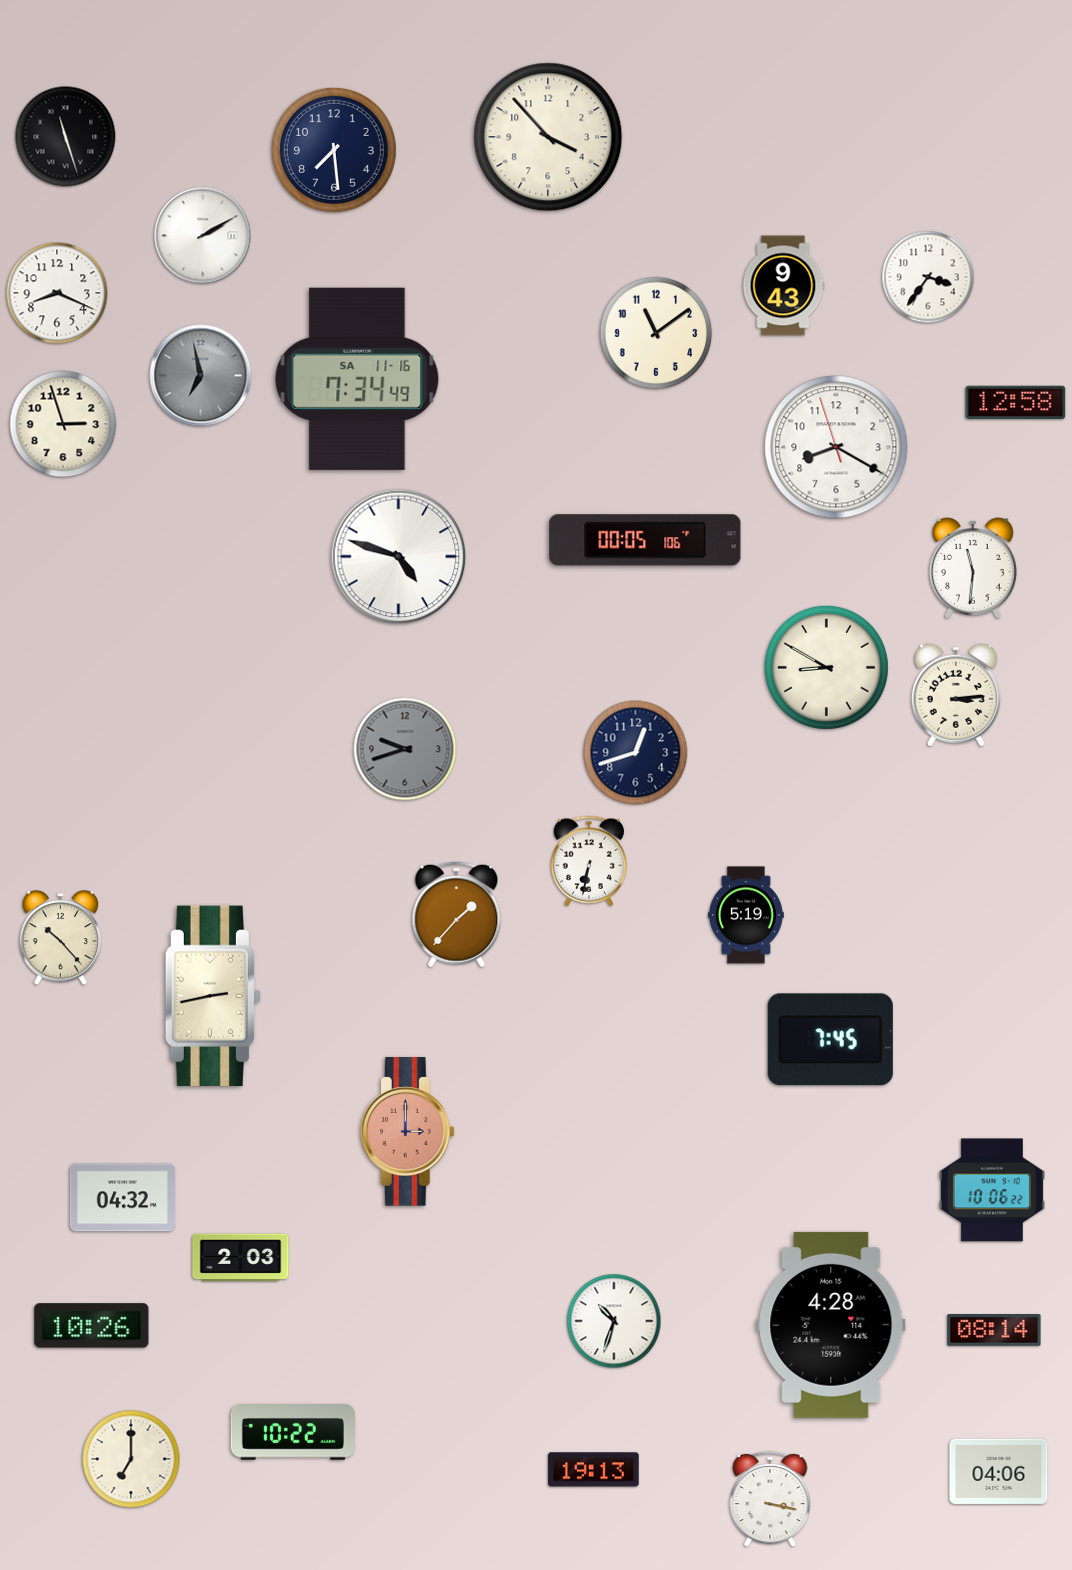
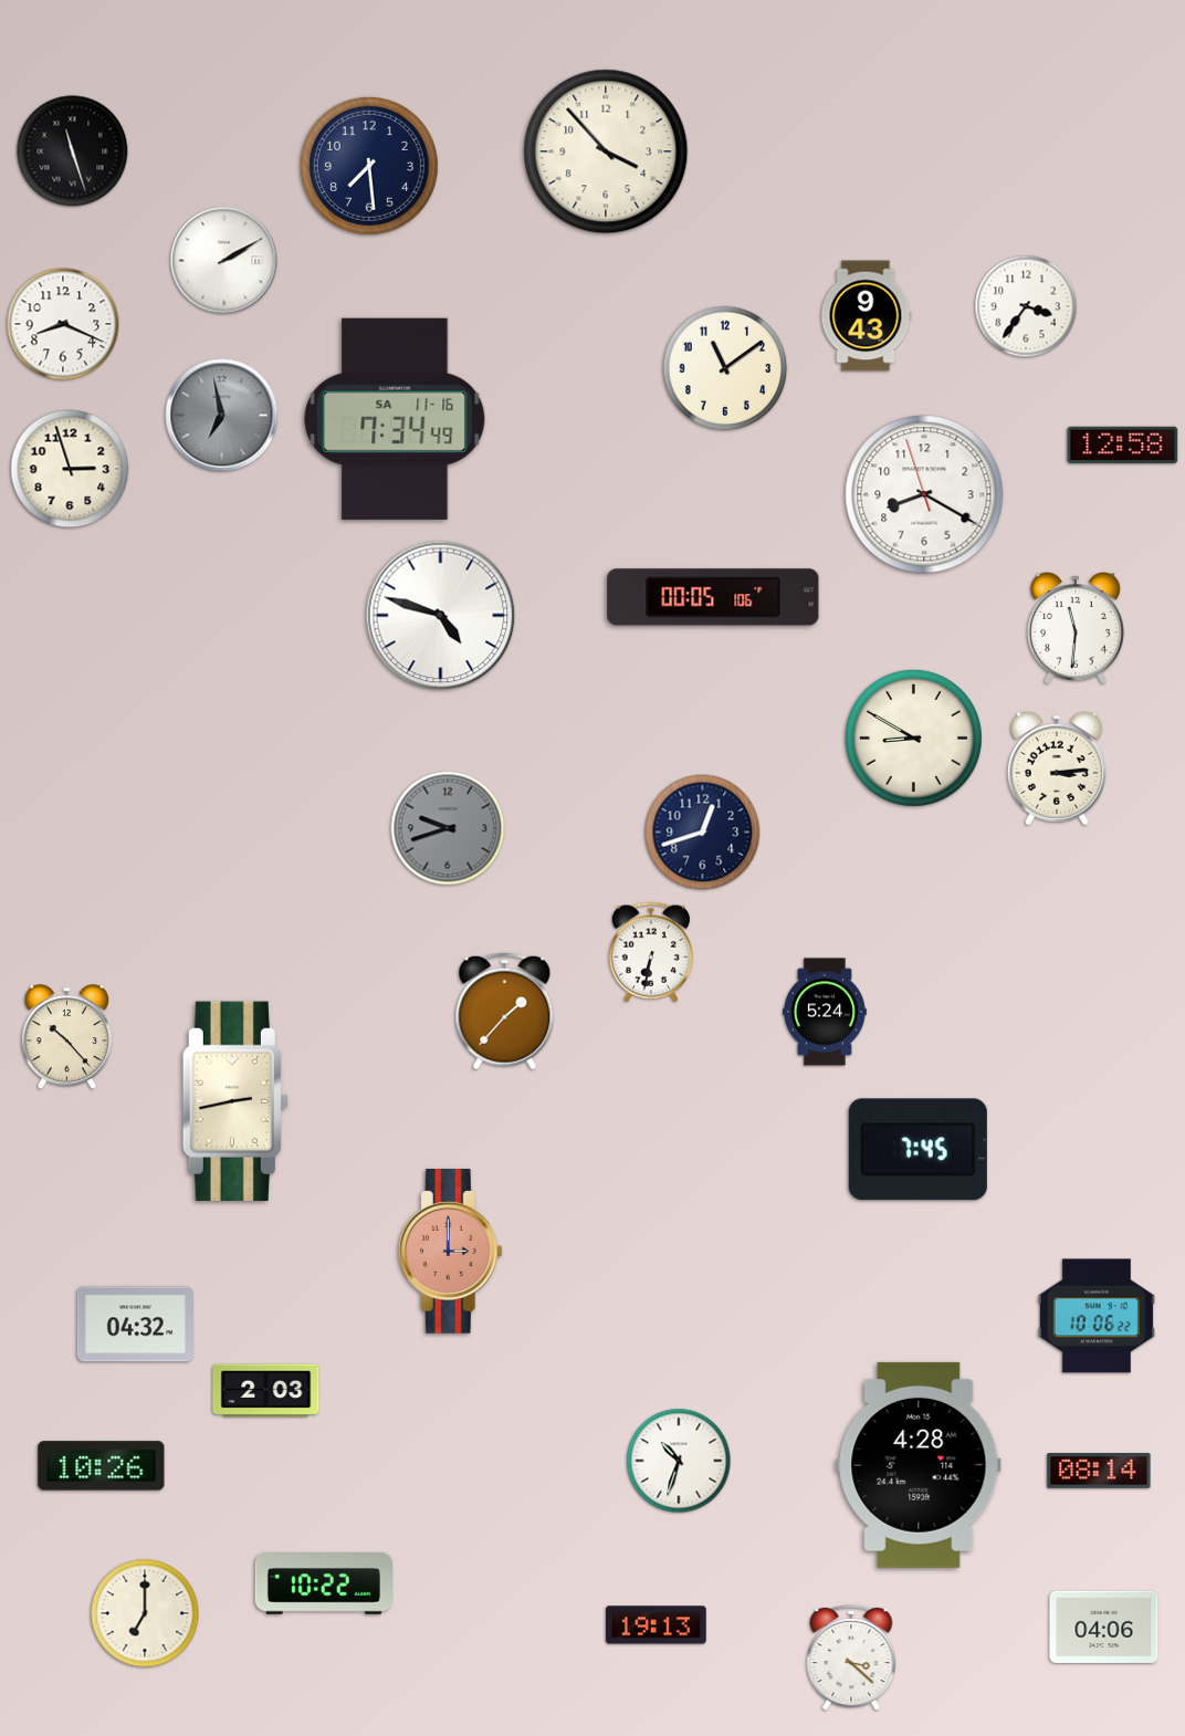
clock at (747, 915): 5:19 -> 5:24
clock at (770, 1499): 3:17 -> 3:22
